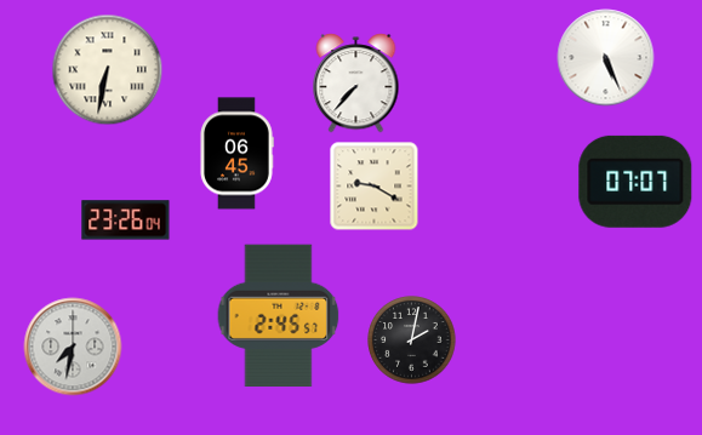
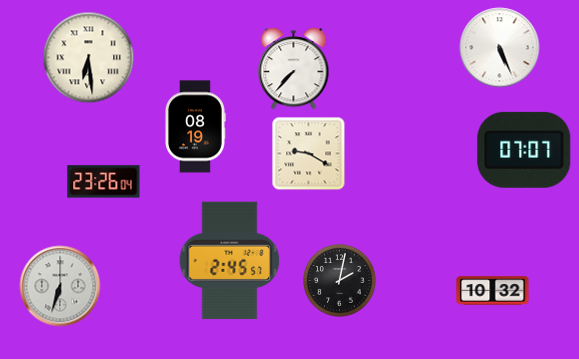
clock at (108, 70): 6:32 -> 6:29
clock at (236, 154): 06:45 -> 08:19
clock at (73, 347): 7:32 -> 6:33
clock at (493, 291): none -> 10:32
